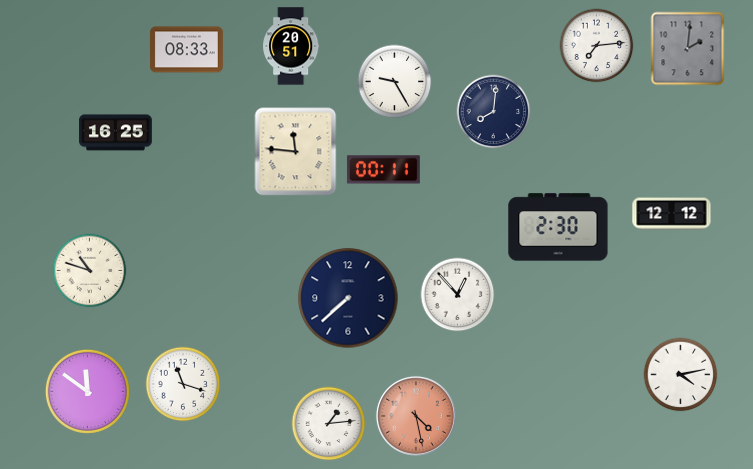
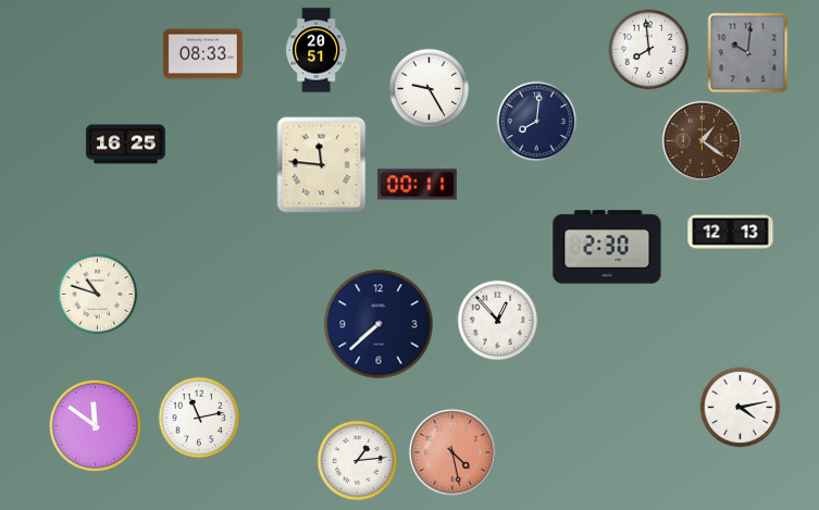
clock at (597, 46): 7:14 -> 7:59
clock at (688, 49): 2:01 -> 10:01
clock at (702, 140): none -> 1:21
clock at (672, 214): 12:12 -> 12:13
clock at (183, 384): 11:18 -> 11:13
